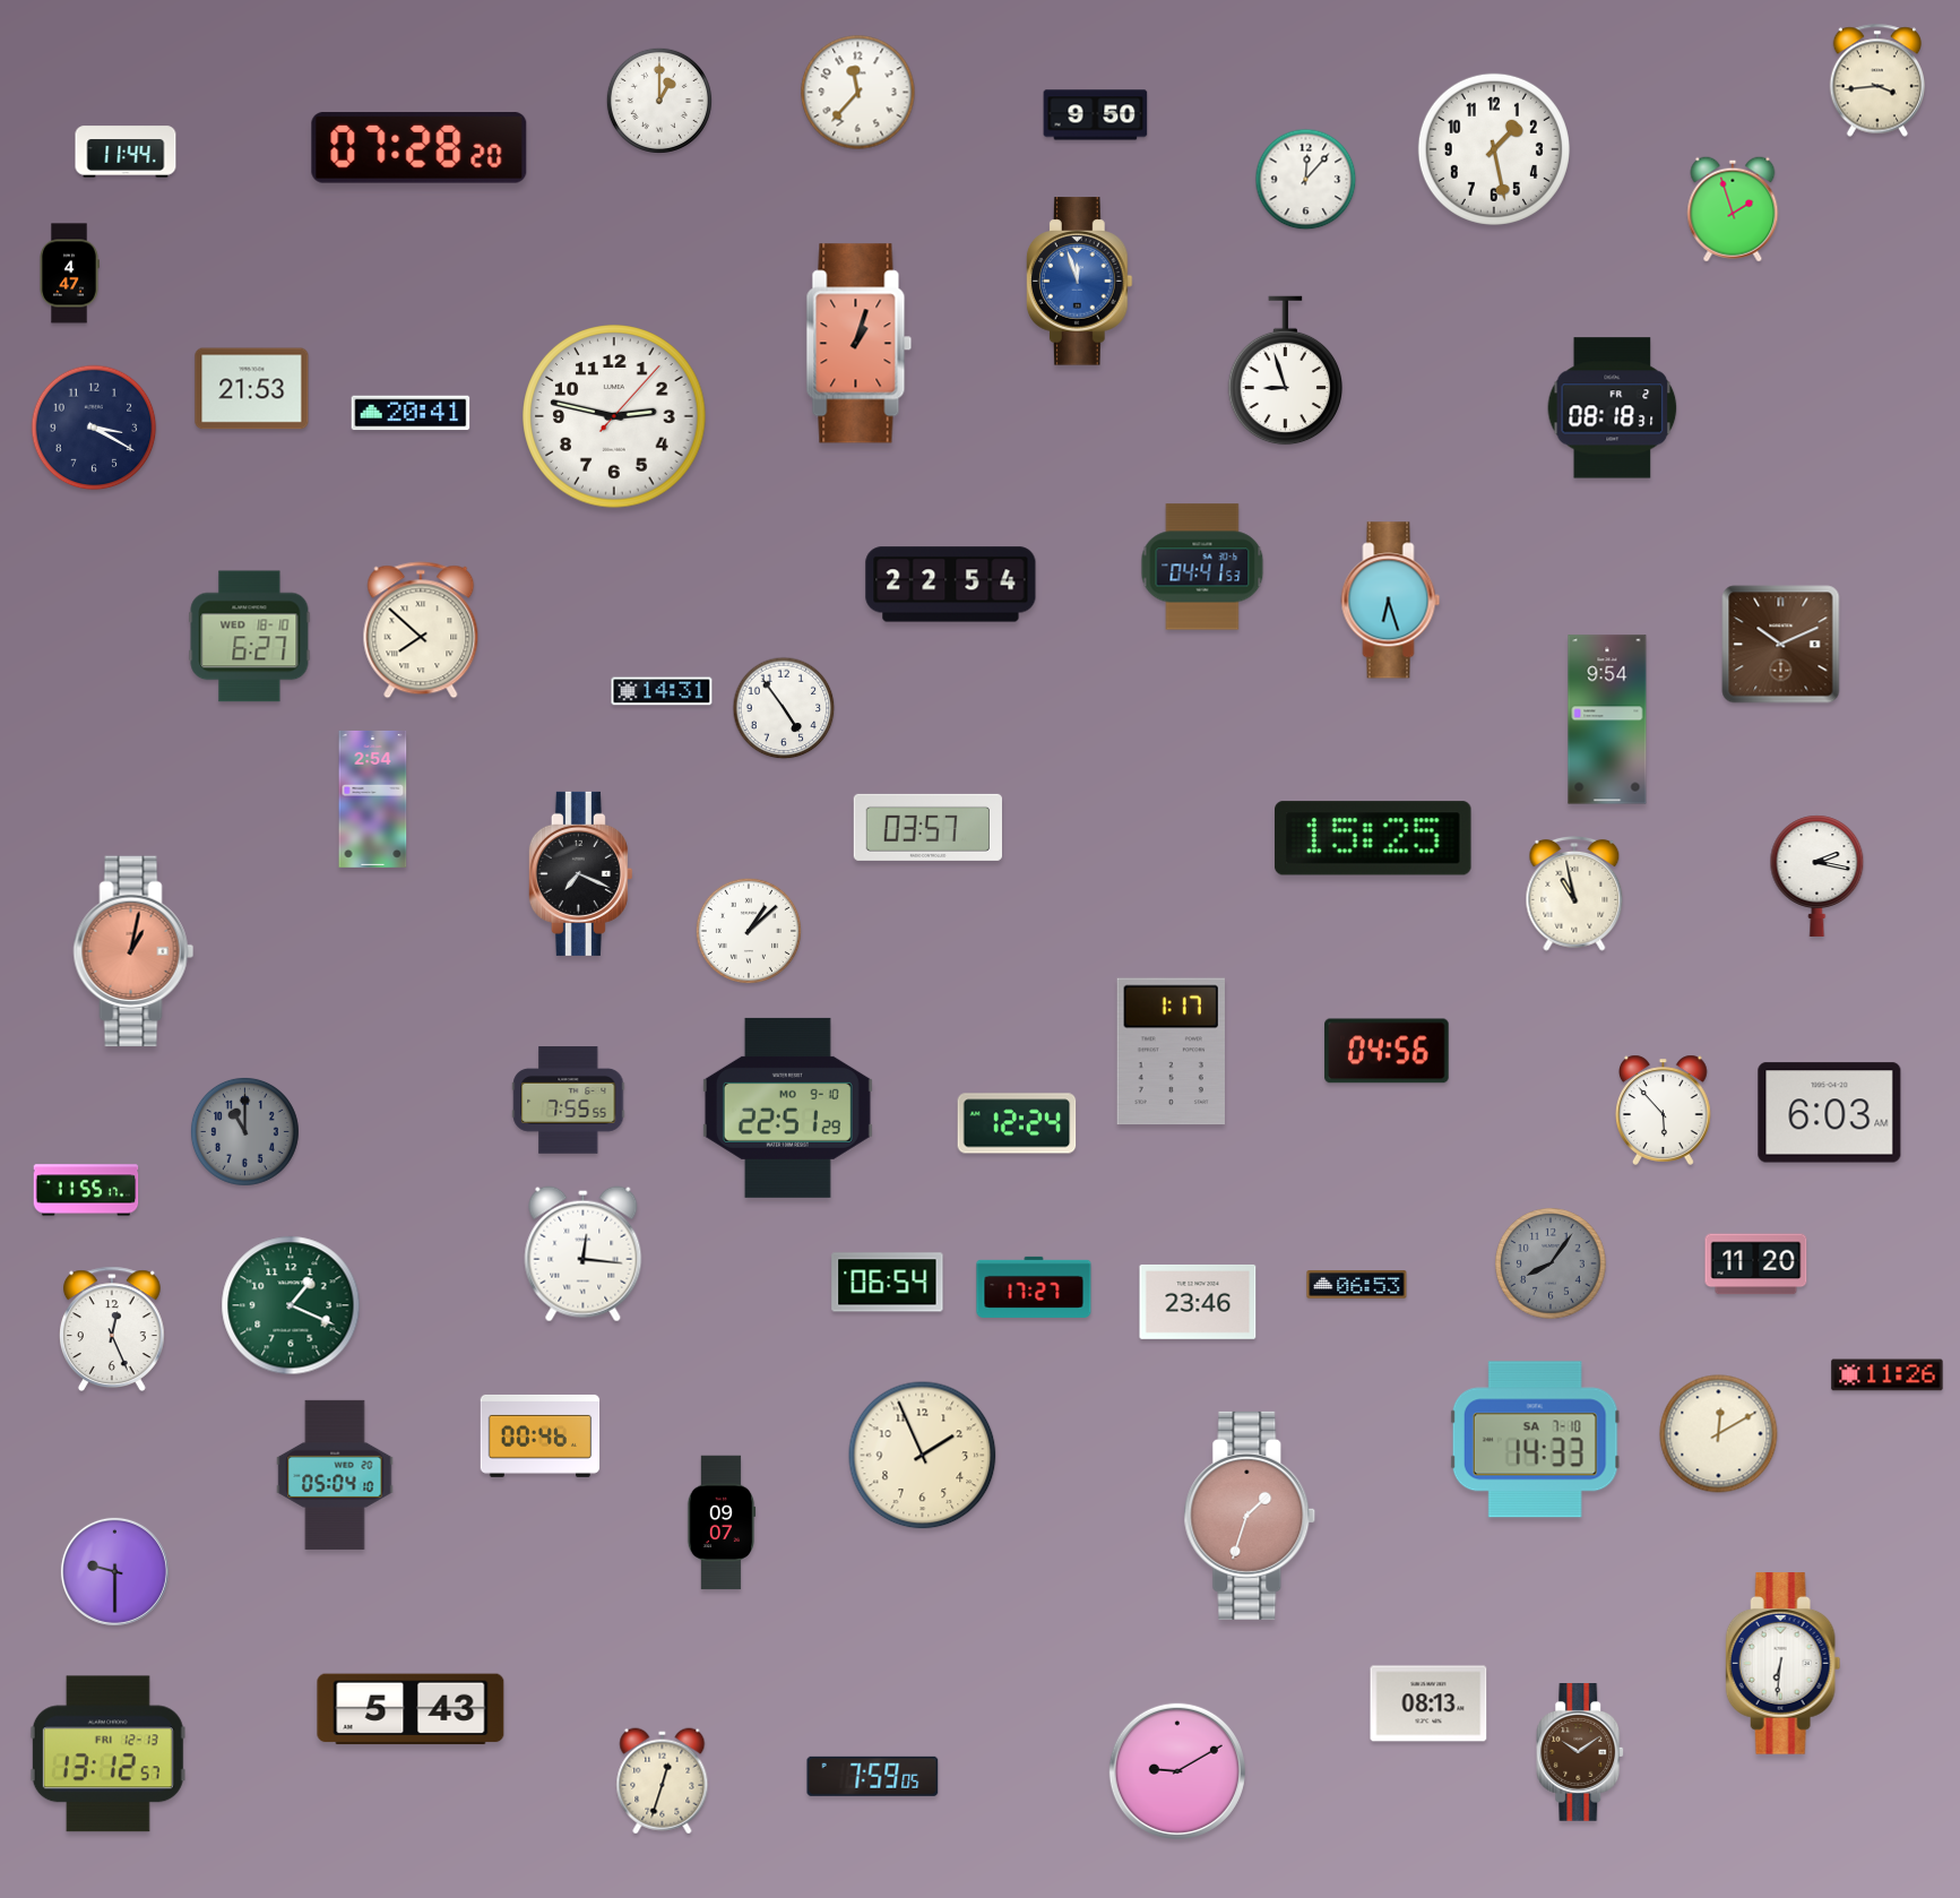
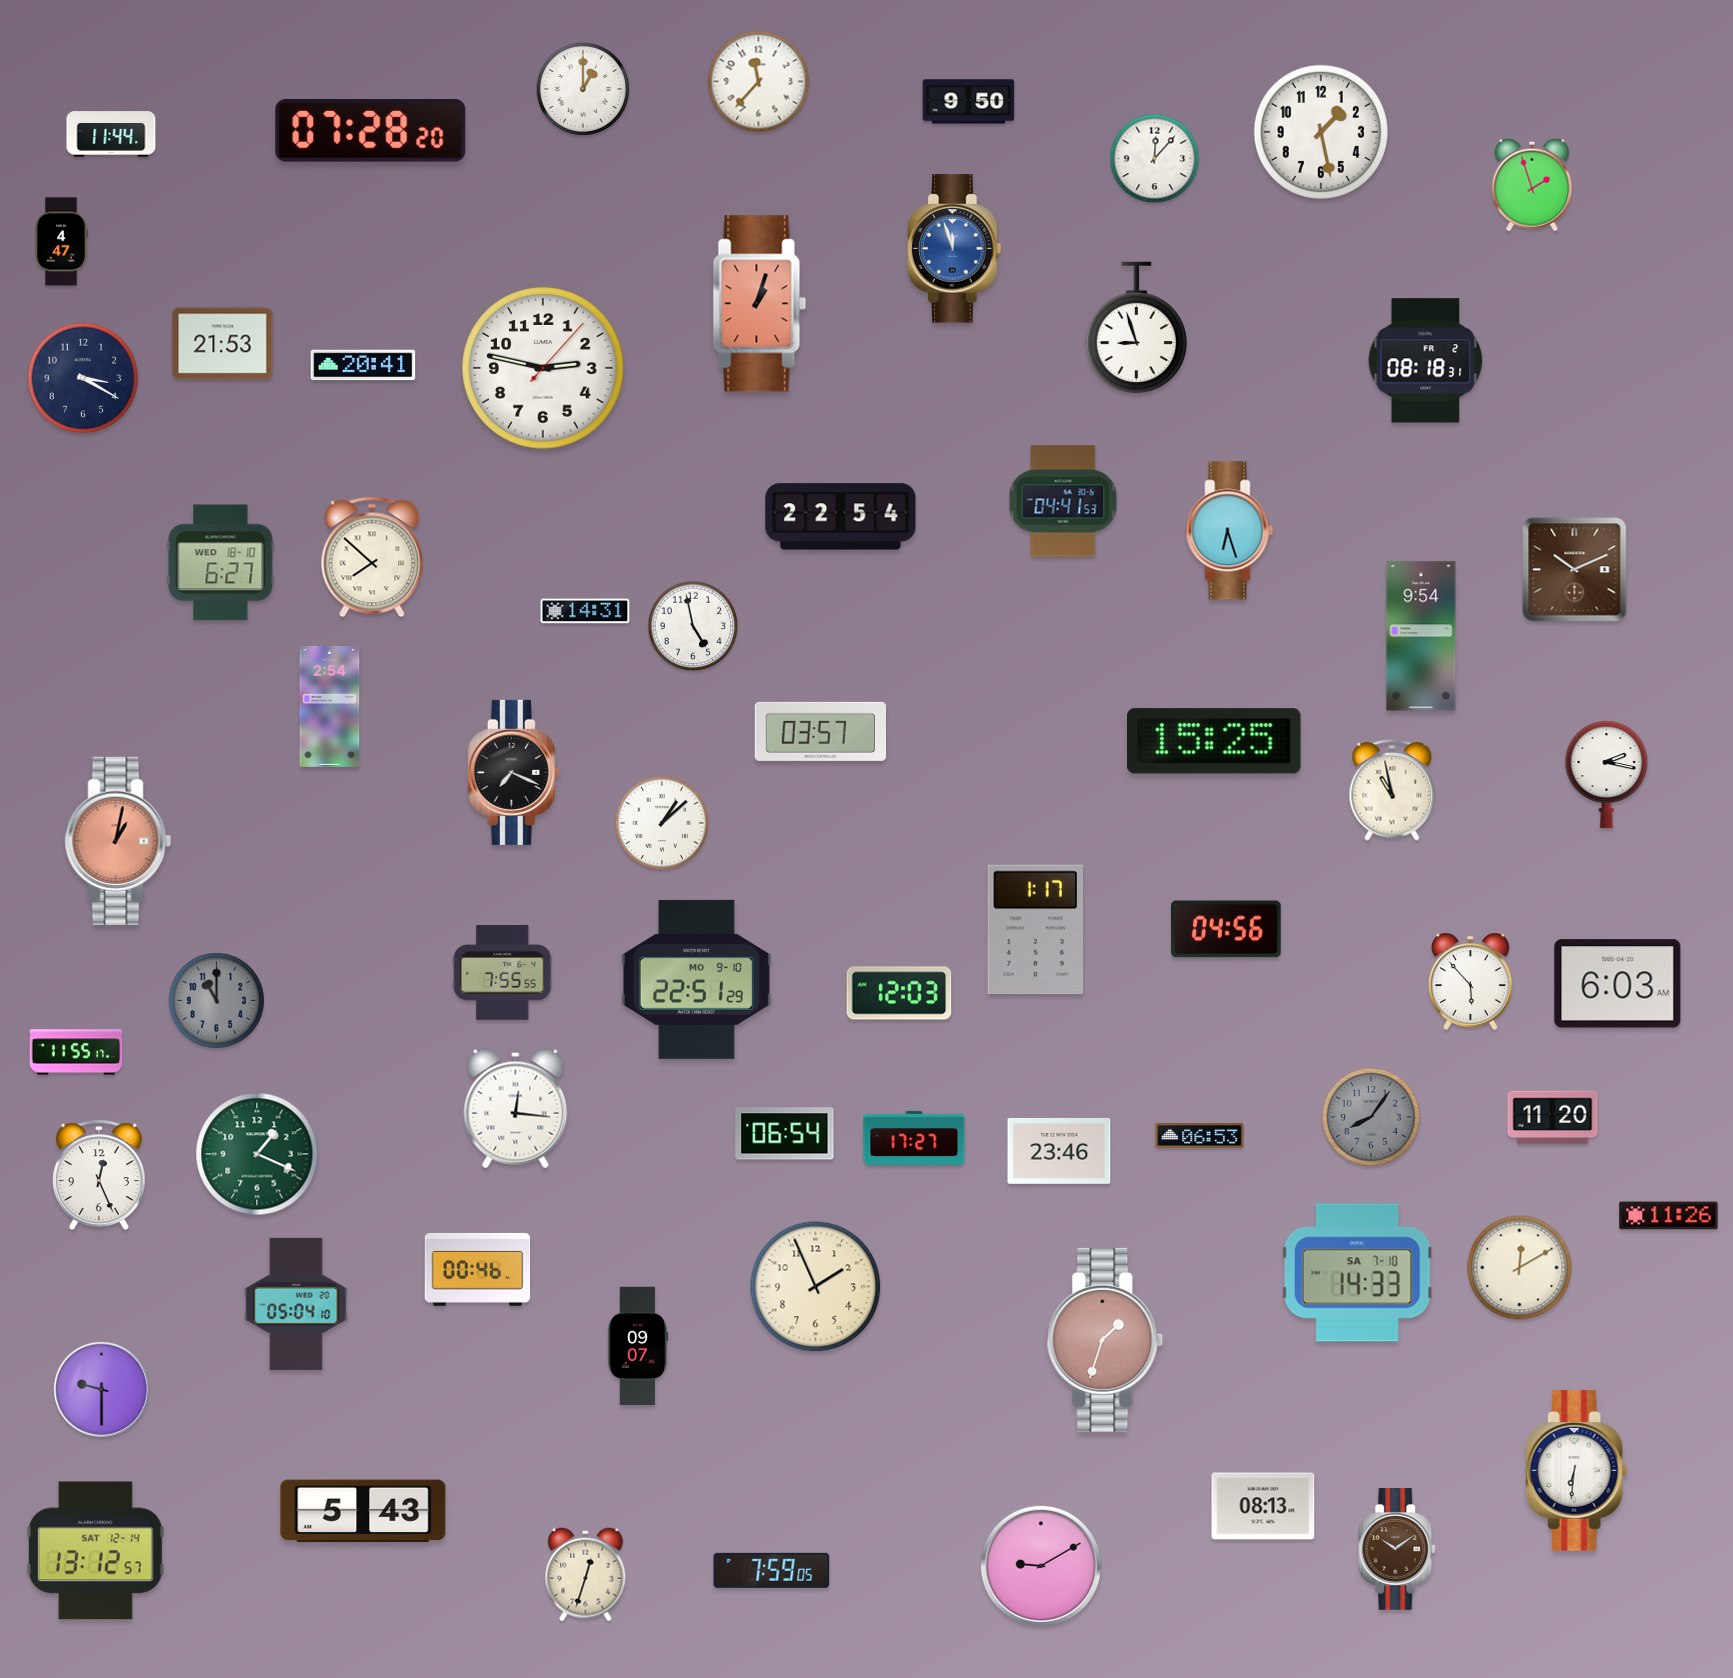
clock at (1877, 80): 3:44 -> none
clock at (784, 708): 4:54 -> 4:58
clock at (1017, 1123): 12:24 -> 12:03
clock at (107, 1754) date: FRI 12-13 -> SAT 12-14
